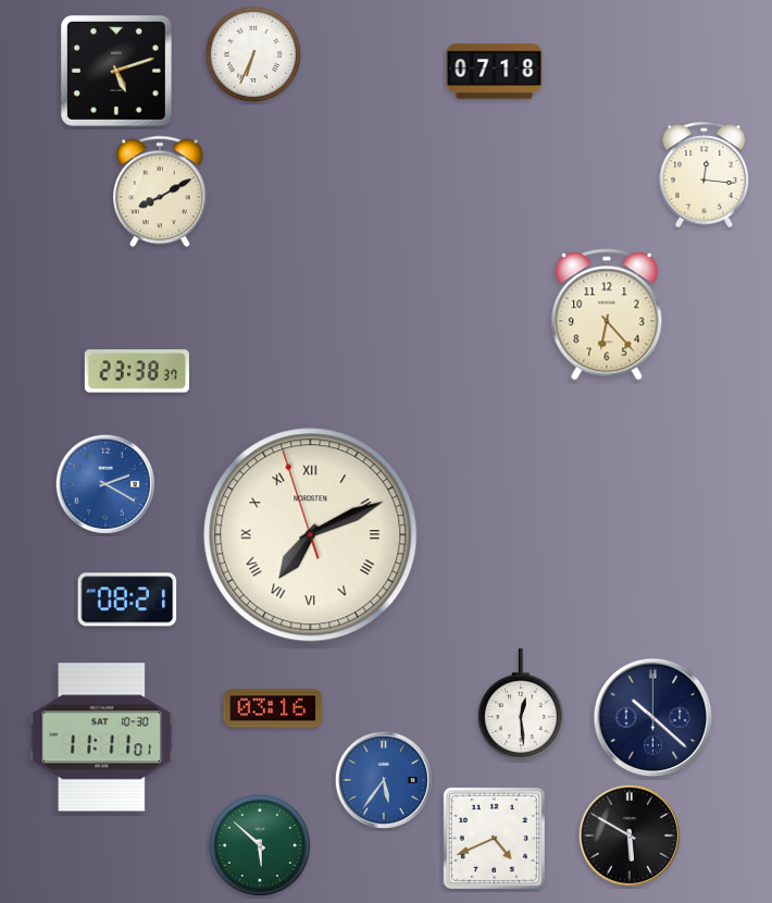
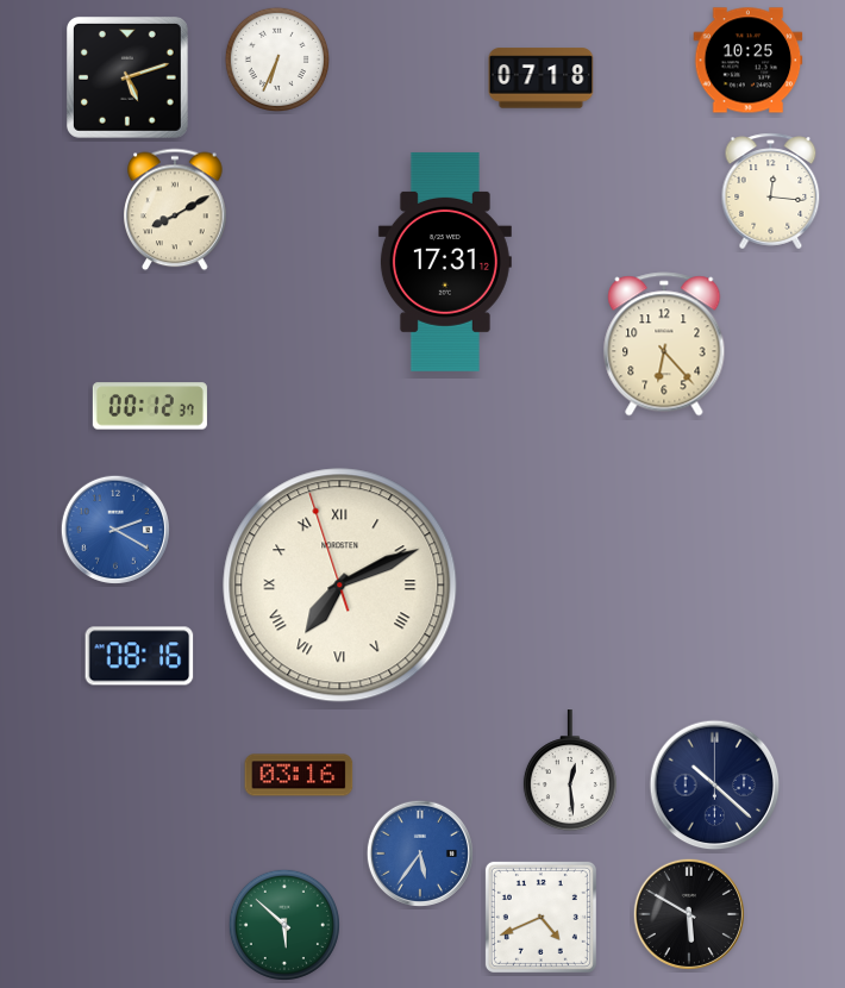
clock at (749, 61): none -> 10:25
clock at (445, 262): none -> 17:31
clock at (137, 371): 23:38 -> 00:12
clock at (127, 599): 08:21 -> 08:16
clock at (102, 738): 11:11 -> none
